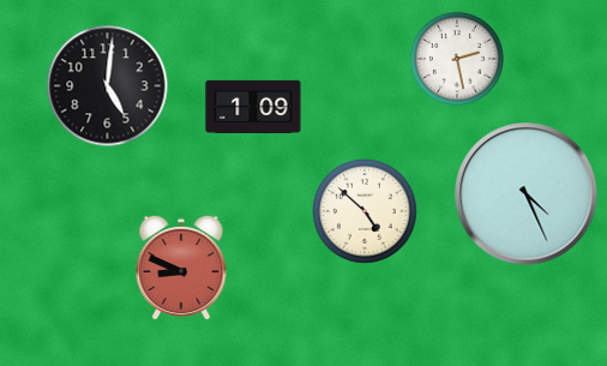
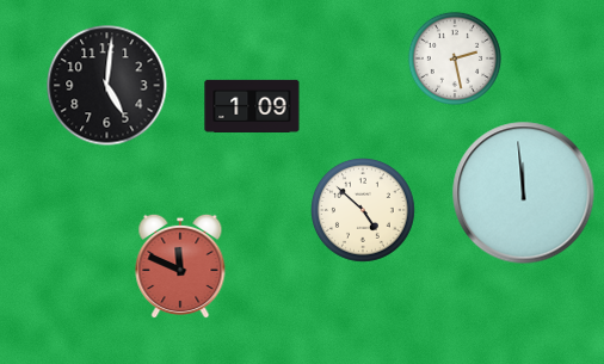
clock at (527, 194): 4:26 -> 11:59
clock at (181, 268): 8:49 -> 11:49
